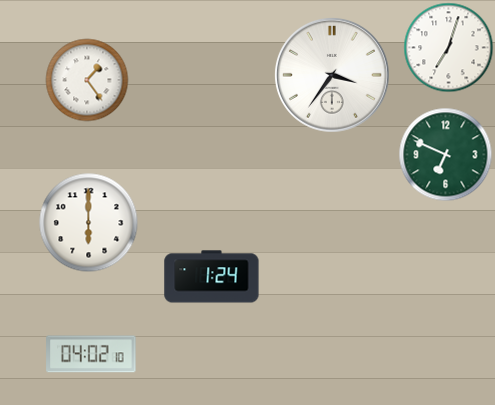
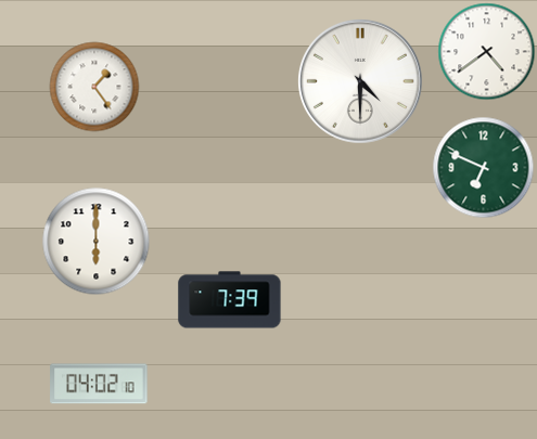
clock at (449, 48): 7:03 -> 4:39
clock at (333, 76): 3:36 -> 4:30
clock at (212, 277): 1:24 -> 7:39
